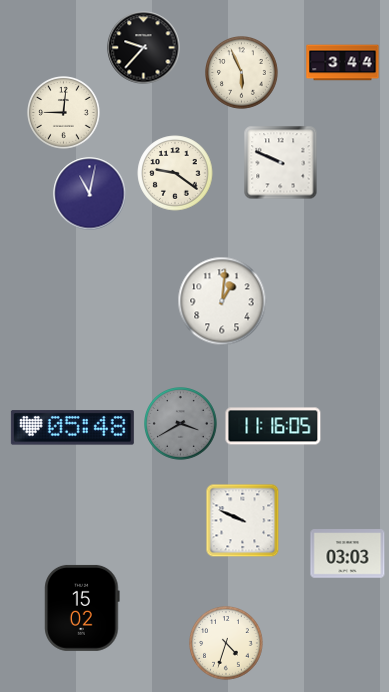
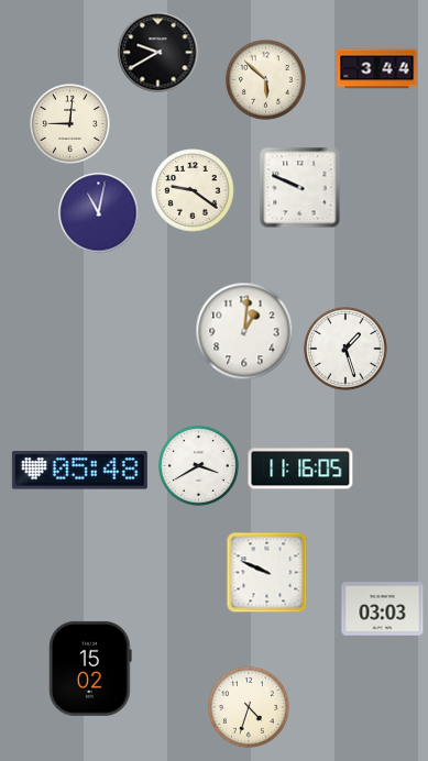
clock at (144, 48): 9:37 -> 9:40
clock at (242, 73): 5:56 -> 5:52
clock at (281, 163) position: (281, 163) -> (300, 188)
clock at (345, 349): none -> 1:27
clock at (181, 424) dial: grey -> white
